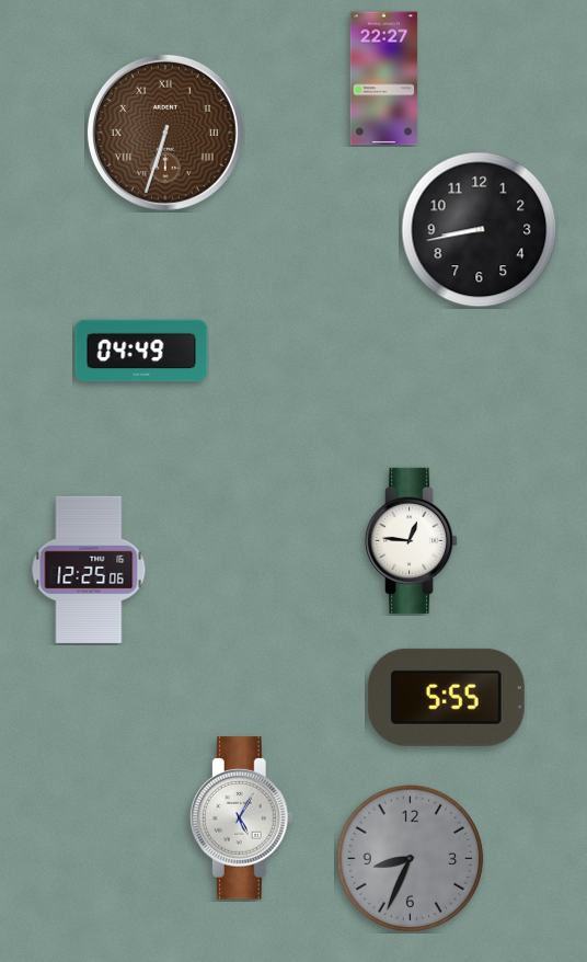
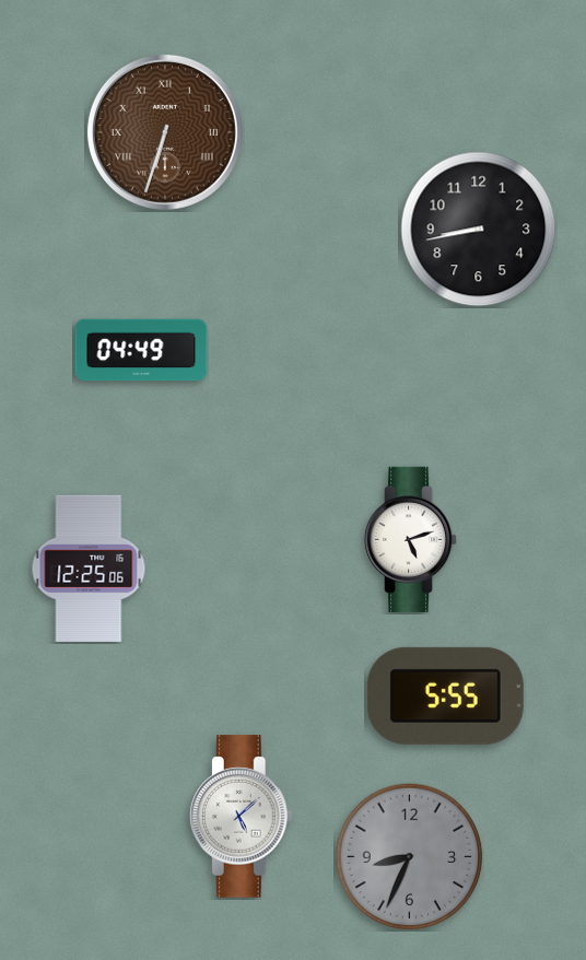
clock at (384, 79): 22:27 -> none
clock at (413, 540): 12:46 -> 5:12
clock at (241, 818): 5:05 -> 5:08
